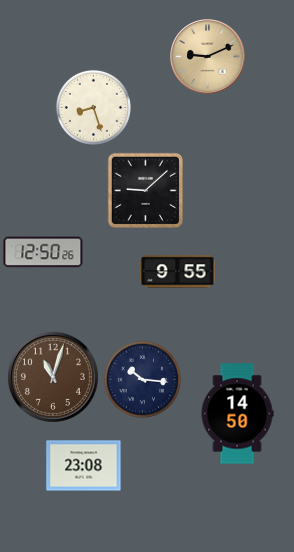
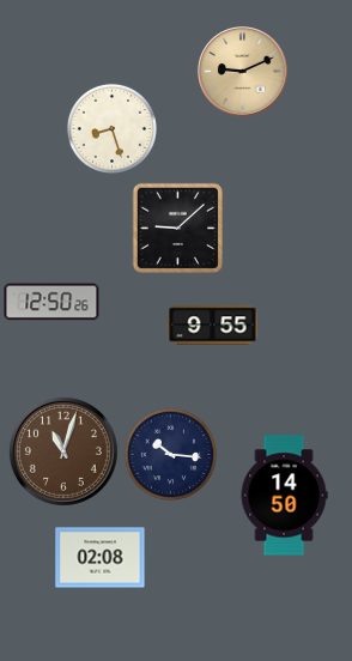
clock at (208, 57) position: (208, 57) -> (243, 72)
clock at (145, 190) position: (145, 190) -> (177, 228)
clock at (84, 466): 23:08 -> 02:08
